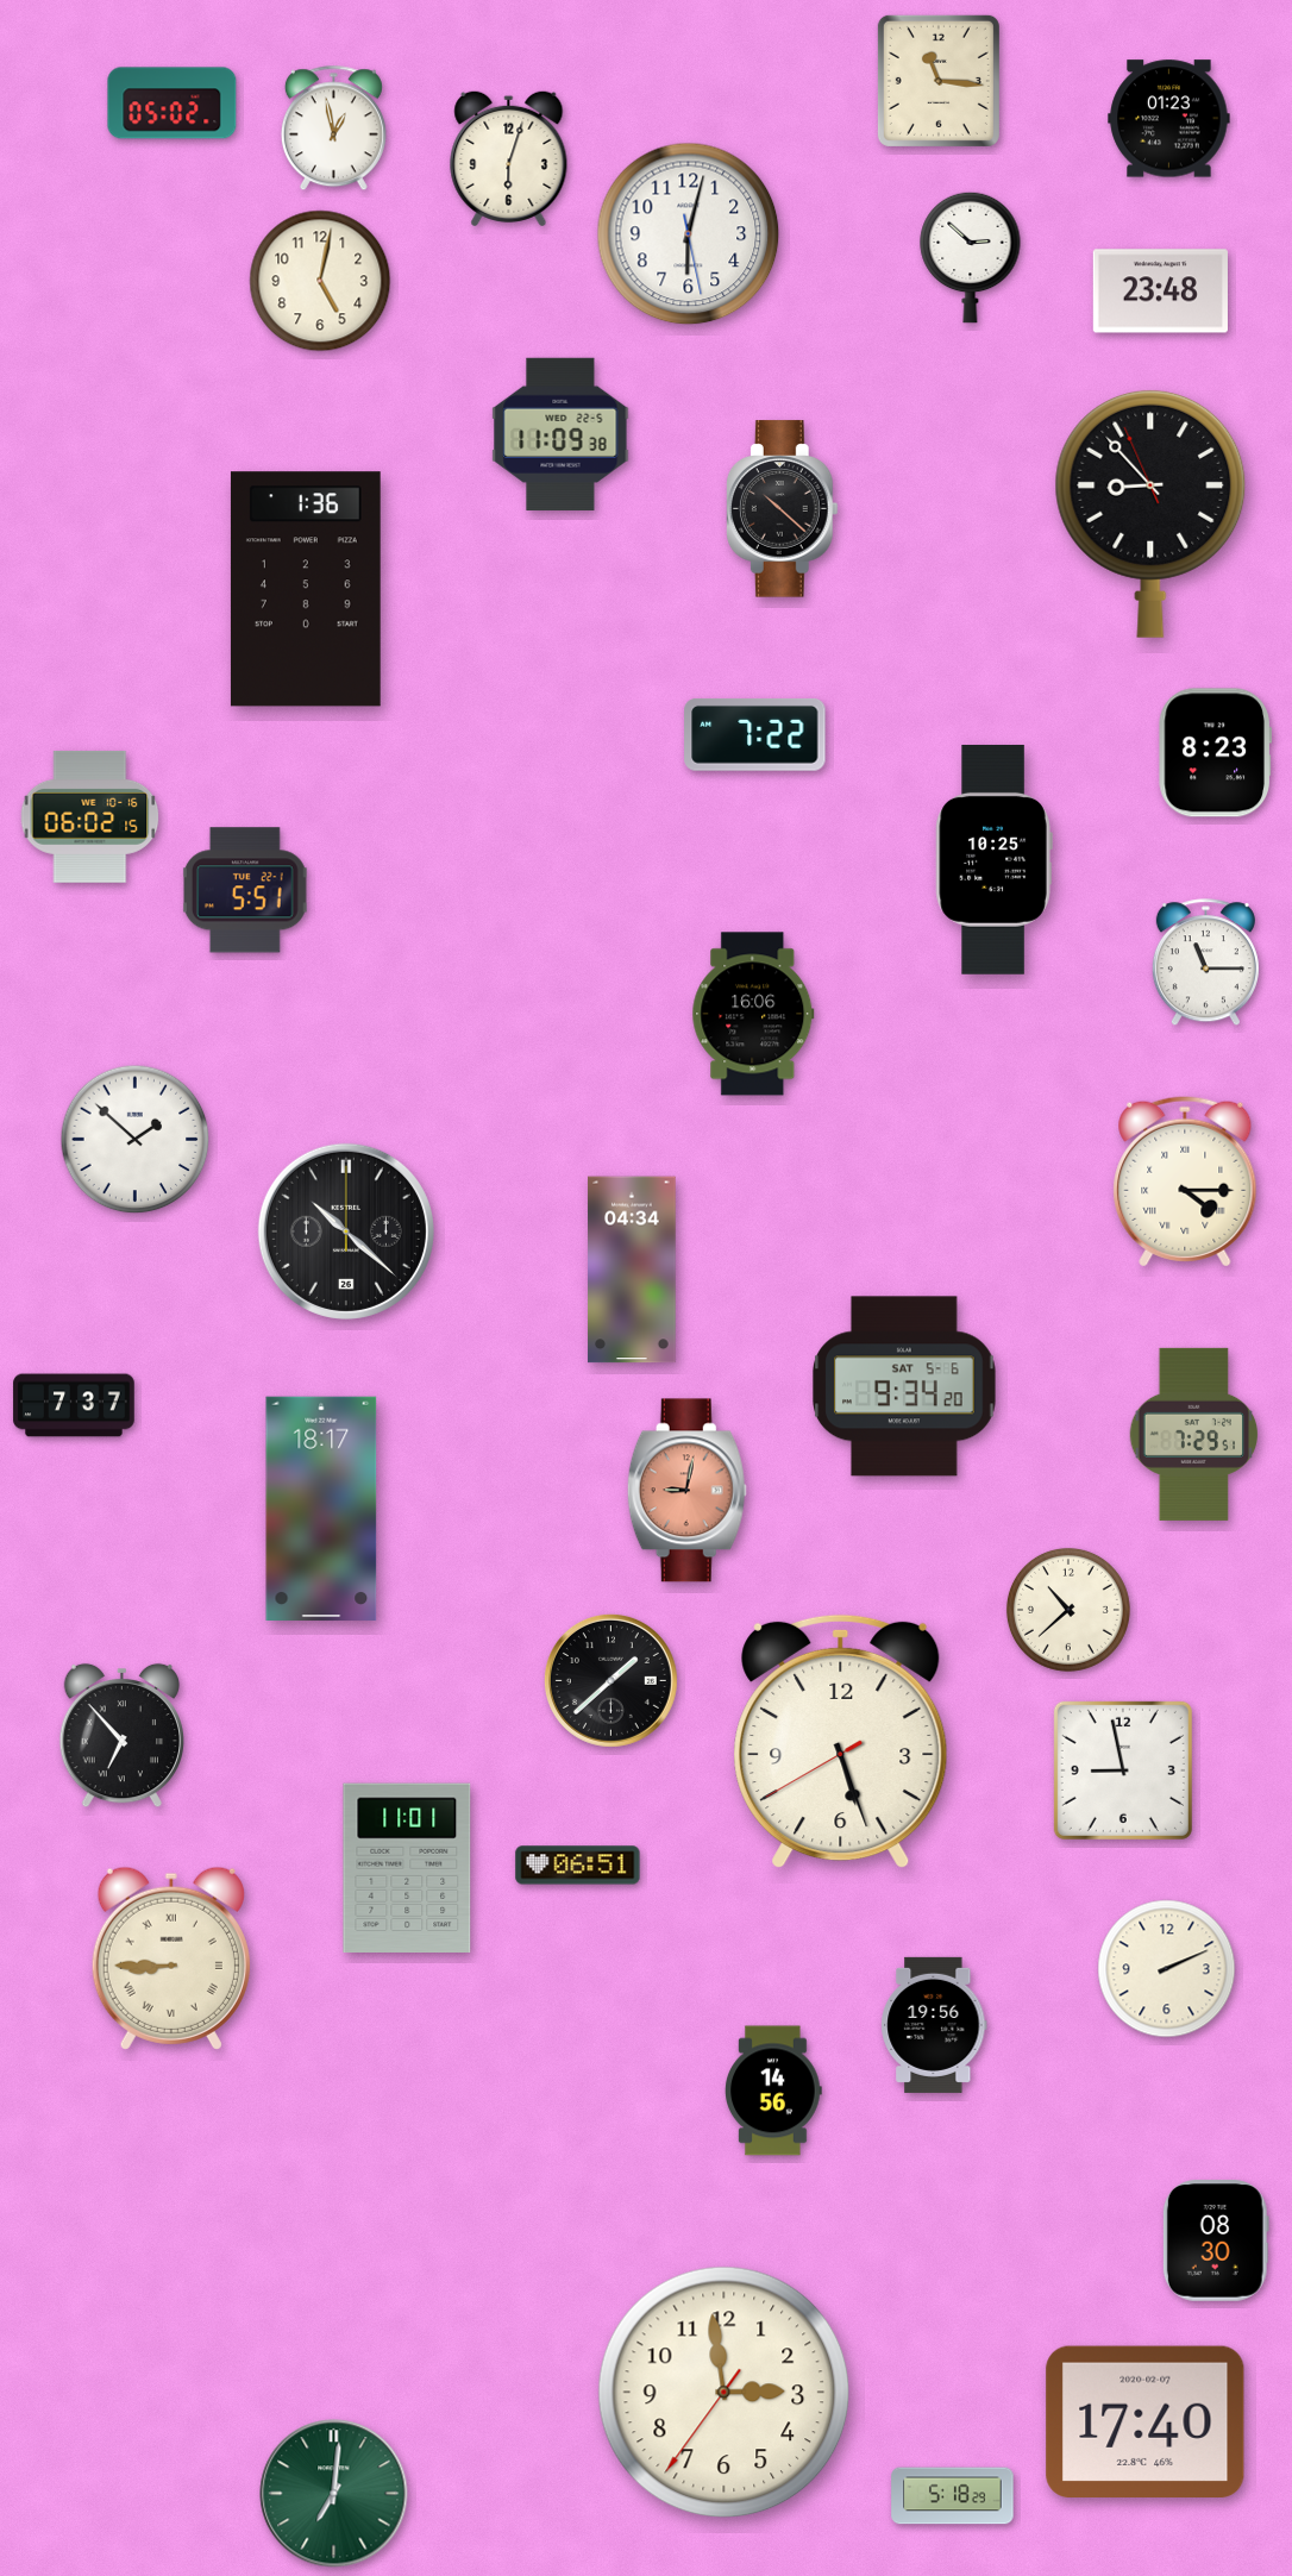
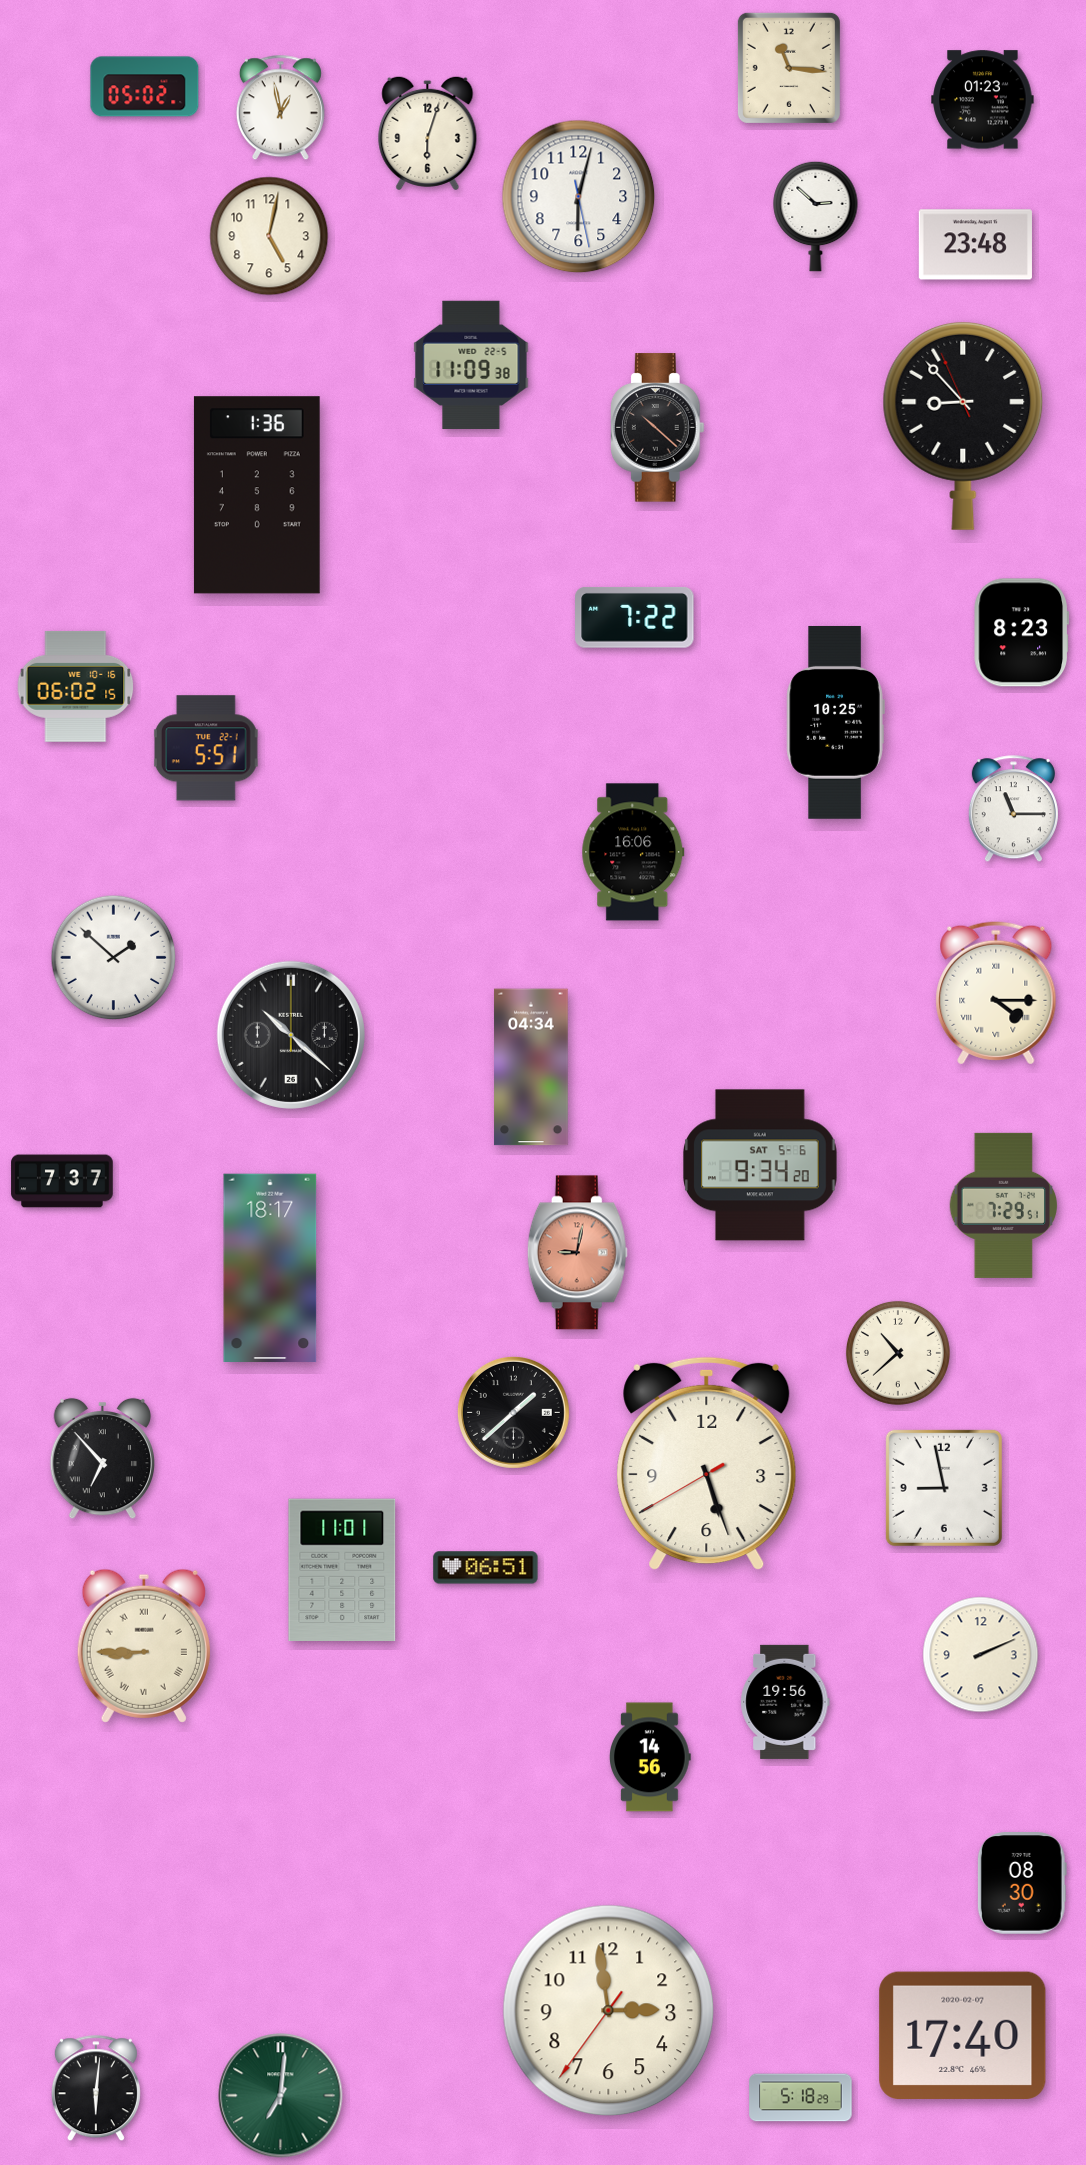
clock at (1150, 513) position: (1150, 513) -> (963, 425)
clock at (96, 2089): none -> 6:01
